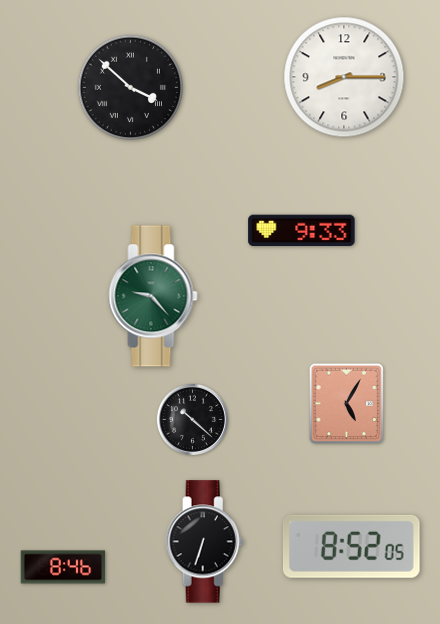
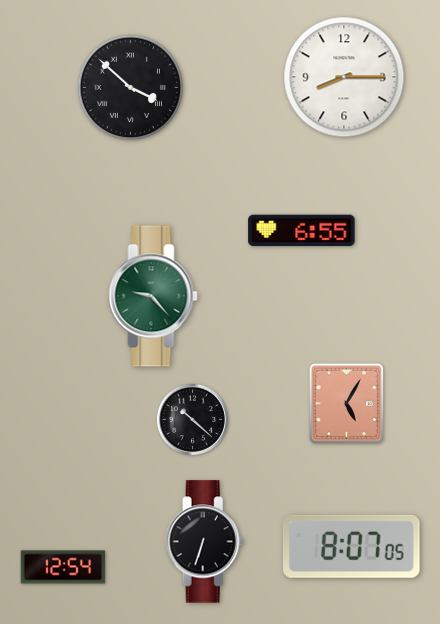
clock at (302, 231): 9:33 -> 6:55
clock at (351, 546): 8:52 -> 8:07
clock at (63, 567): 8:46 -> 12:54
